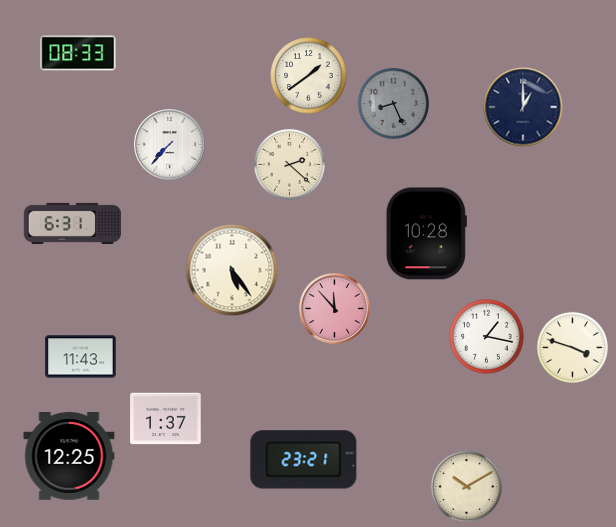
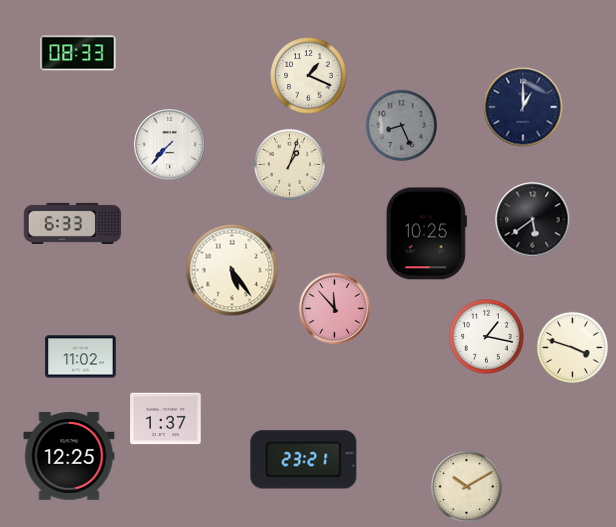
clock at (309, 76): 1:39 -> 1:19
clock at (393, 103) position: (393, 103) -> (401, 125)
clock at (289, 164): 2:22 -> 1:03
clock at (533, 220): none -> 5:39
clock at (72, 223): 6:31 -> 6:33
clock at (426, 234): 10:28 -> 10:25
clock at (81, 357): 11:43 -> 11:02
